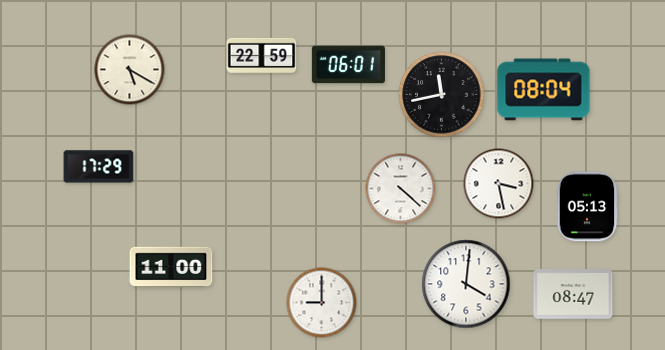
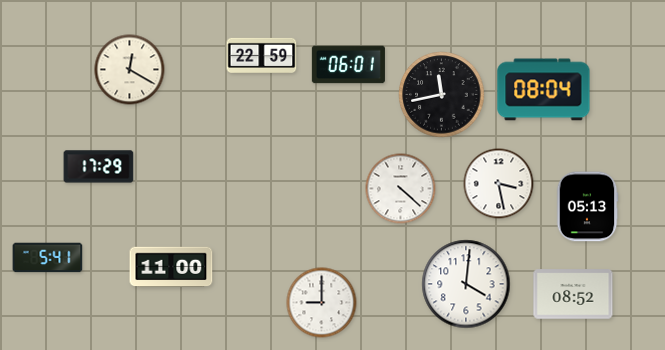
clock at (130, 70): 5:20 -> 12:20
clock at (48, 258): none -> 5:41
clock at (573, 294): 08:47 -> 08:52
